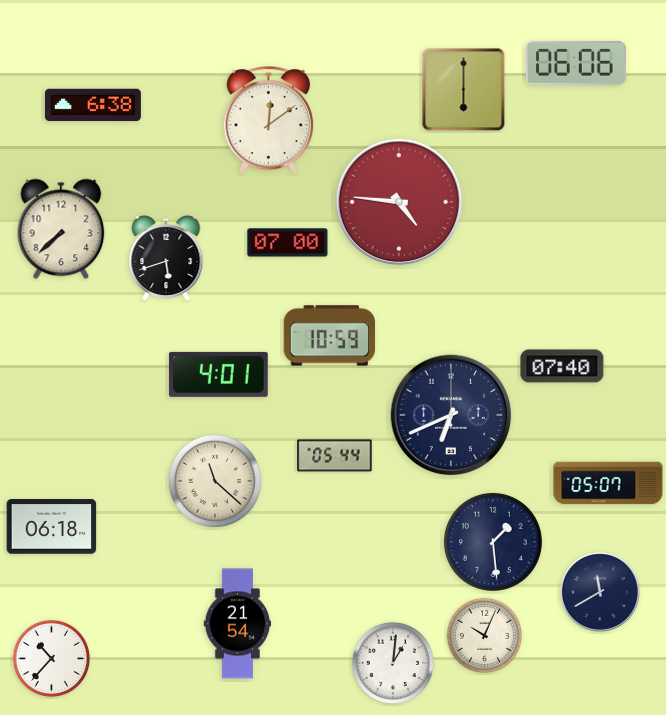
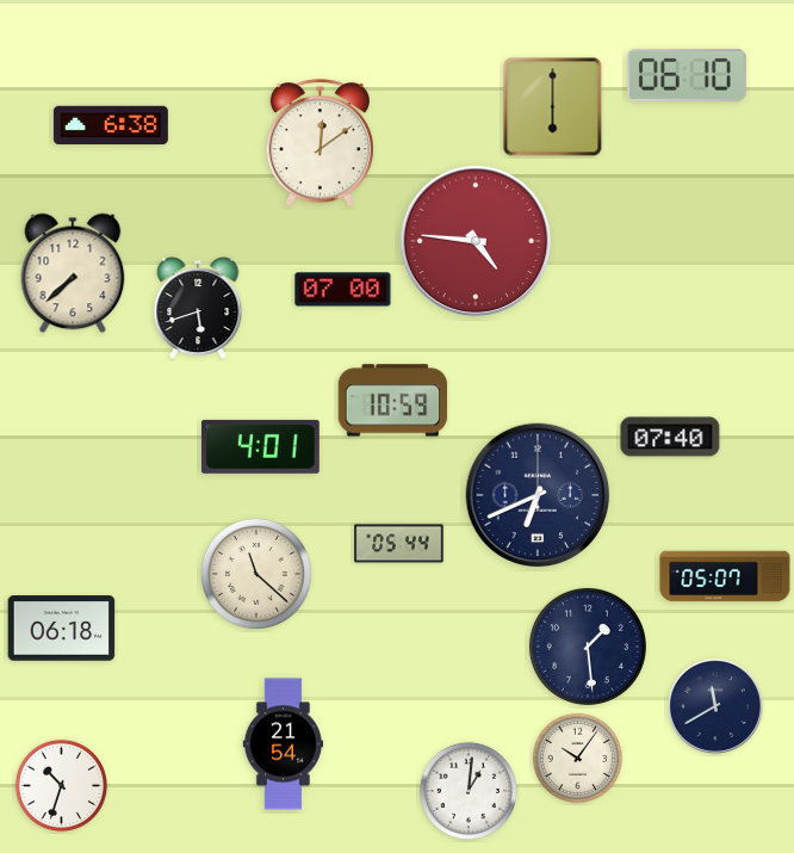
clock at (577, 63): 06:06 -> 06:10
clock at (484, 635): 10:04 -> 10:06
clock at (51, 658): 10:37 -> 10:33
